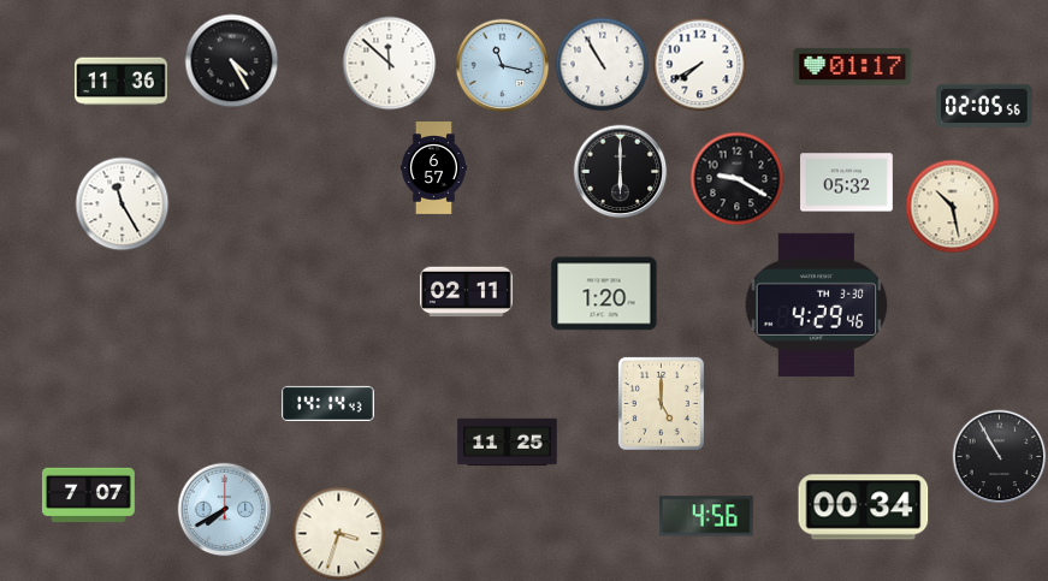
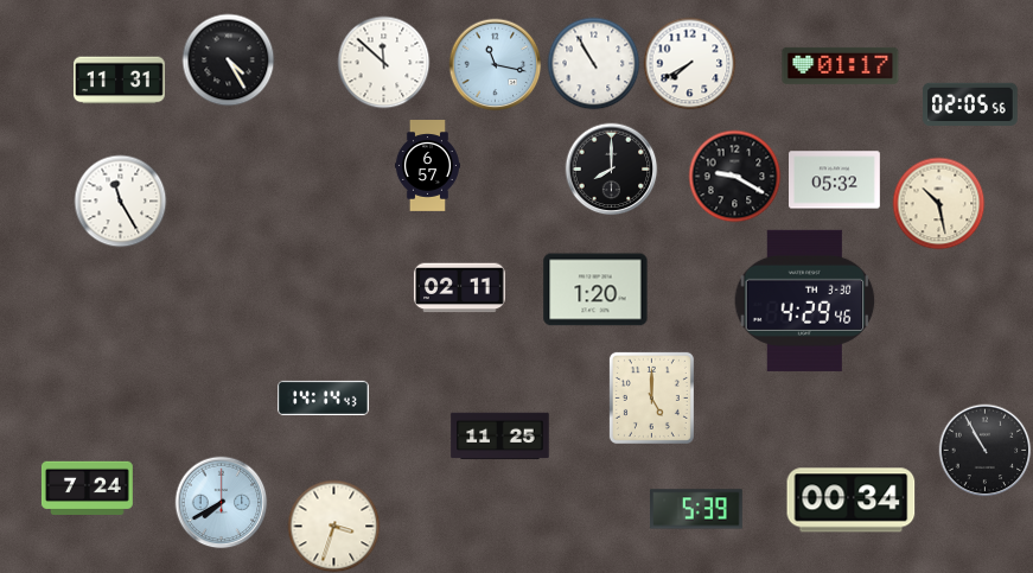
clock at (122, 82): 11:36 -> 11:31
clock at (620, 171): 6:00 -> 8:00
clock at (736, 178) position: (736, 178) -> (734, 176)
clock at (88, 494): 7:07 -> 7:24
clock at (707, 516): 4:56 -> 5:39
